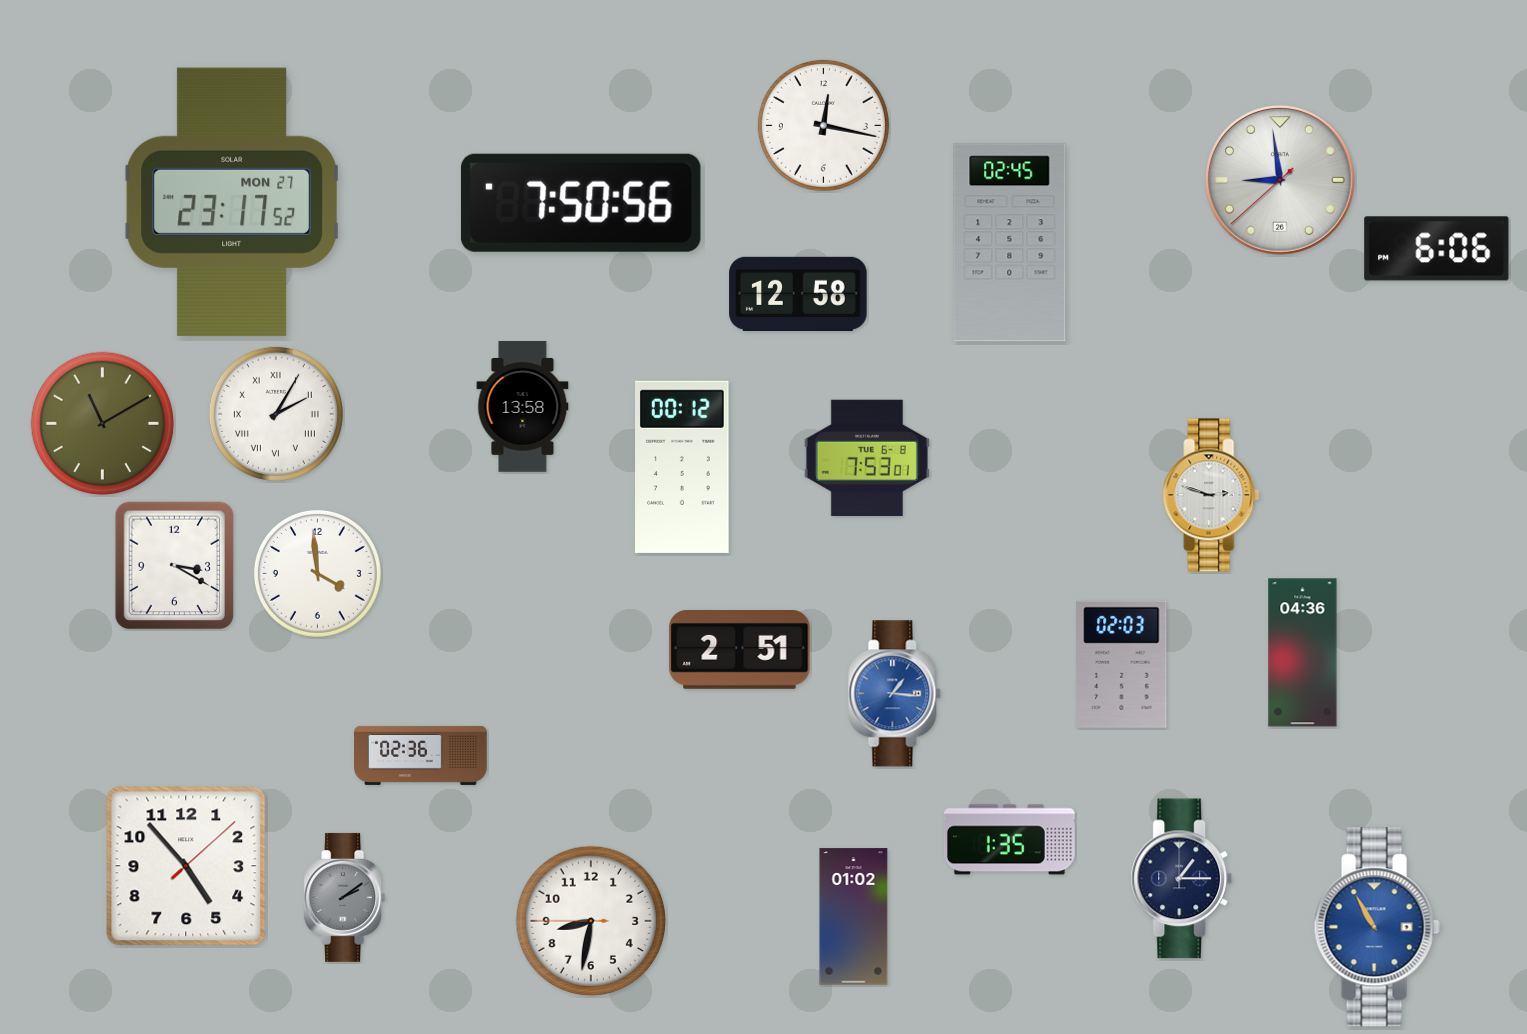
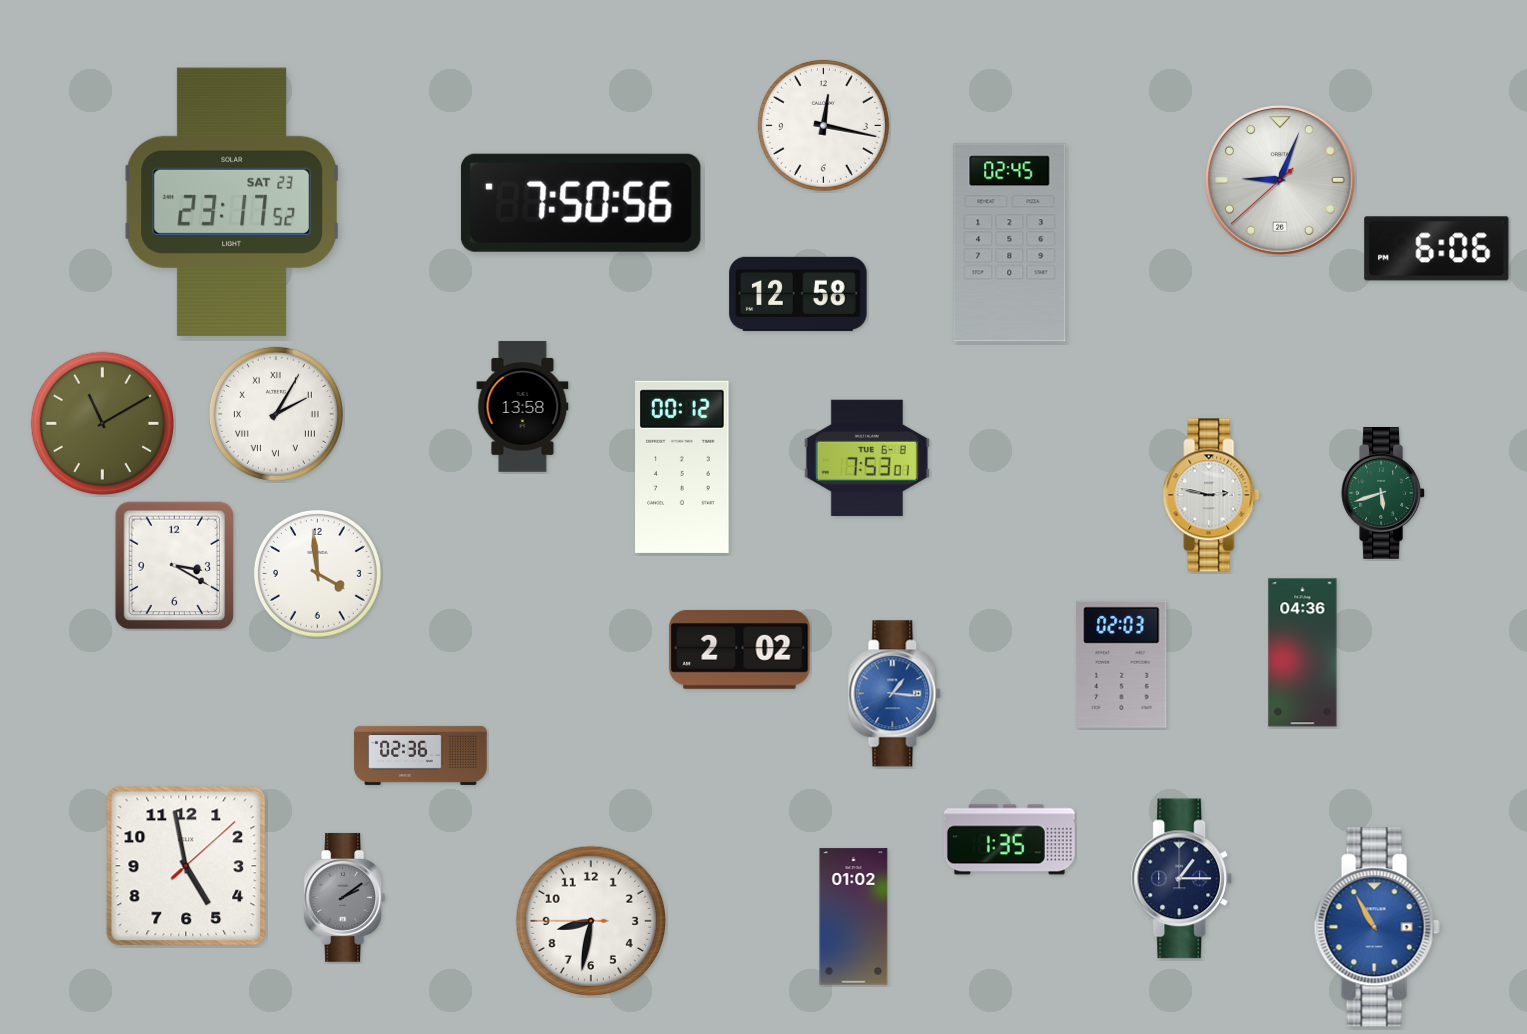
clock at (1280, 180): 8:58 -> 9:03
clock at (232, 202) date: MON 27 -> SAT 23
clock at (1383, 494): none -> 5:42
clock at (1211, 495): 2:48 -> 2:47
clock at (740, 650): 2:51 -> 2:02
clock at (186, 866): 4:53 -> 4:58
